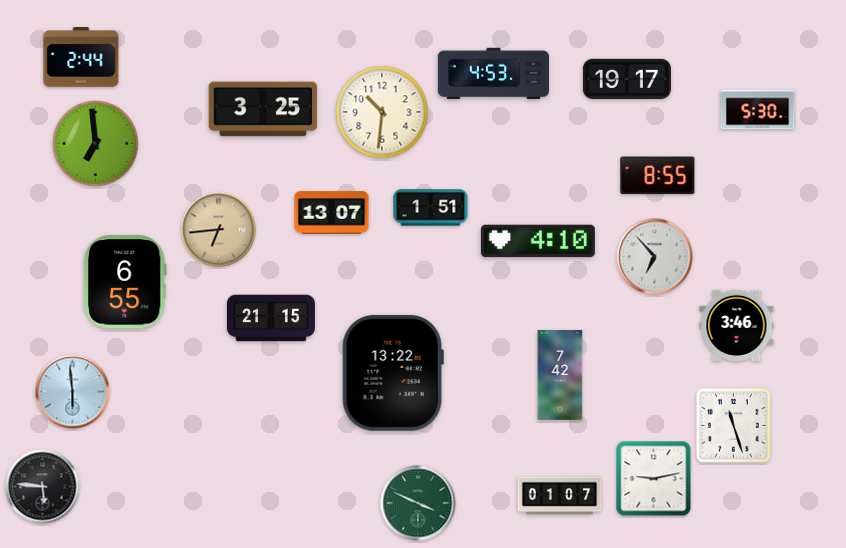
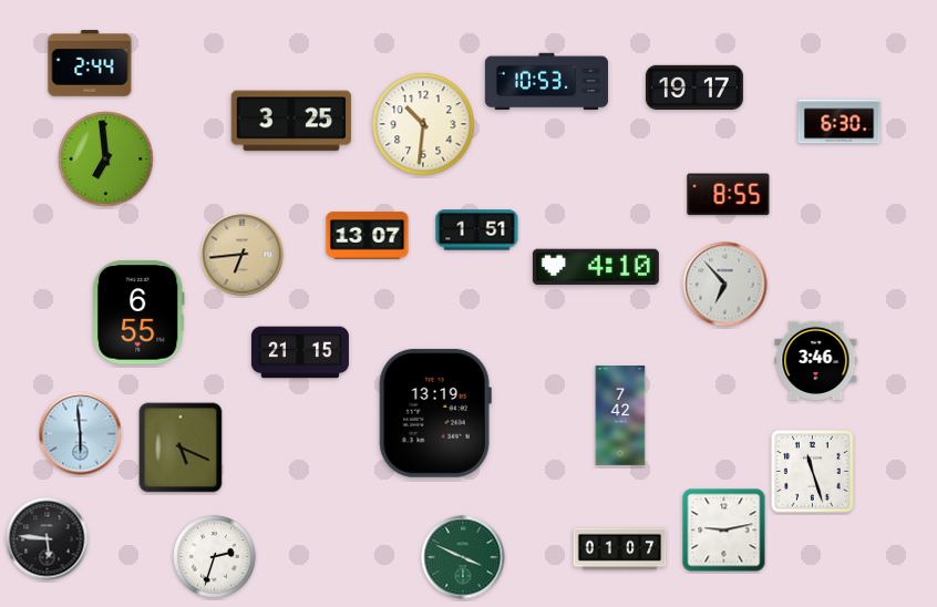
clock at (493, 74): 4:53 -> 10:53
clock at (758, 110): 5:30 -> 6:30
clock at (393, 373): 13:22 -> 13:19
clock at (181, 447): none -> 5:19
clock at (215, 557): none -> 2:33
